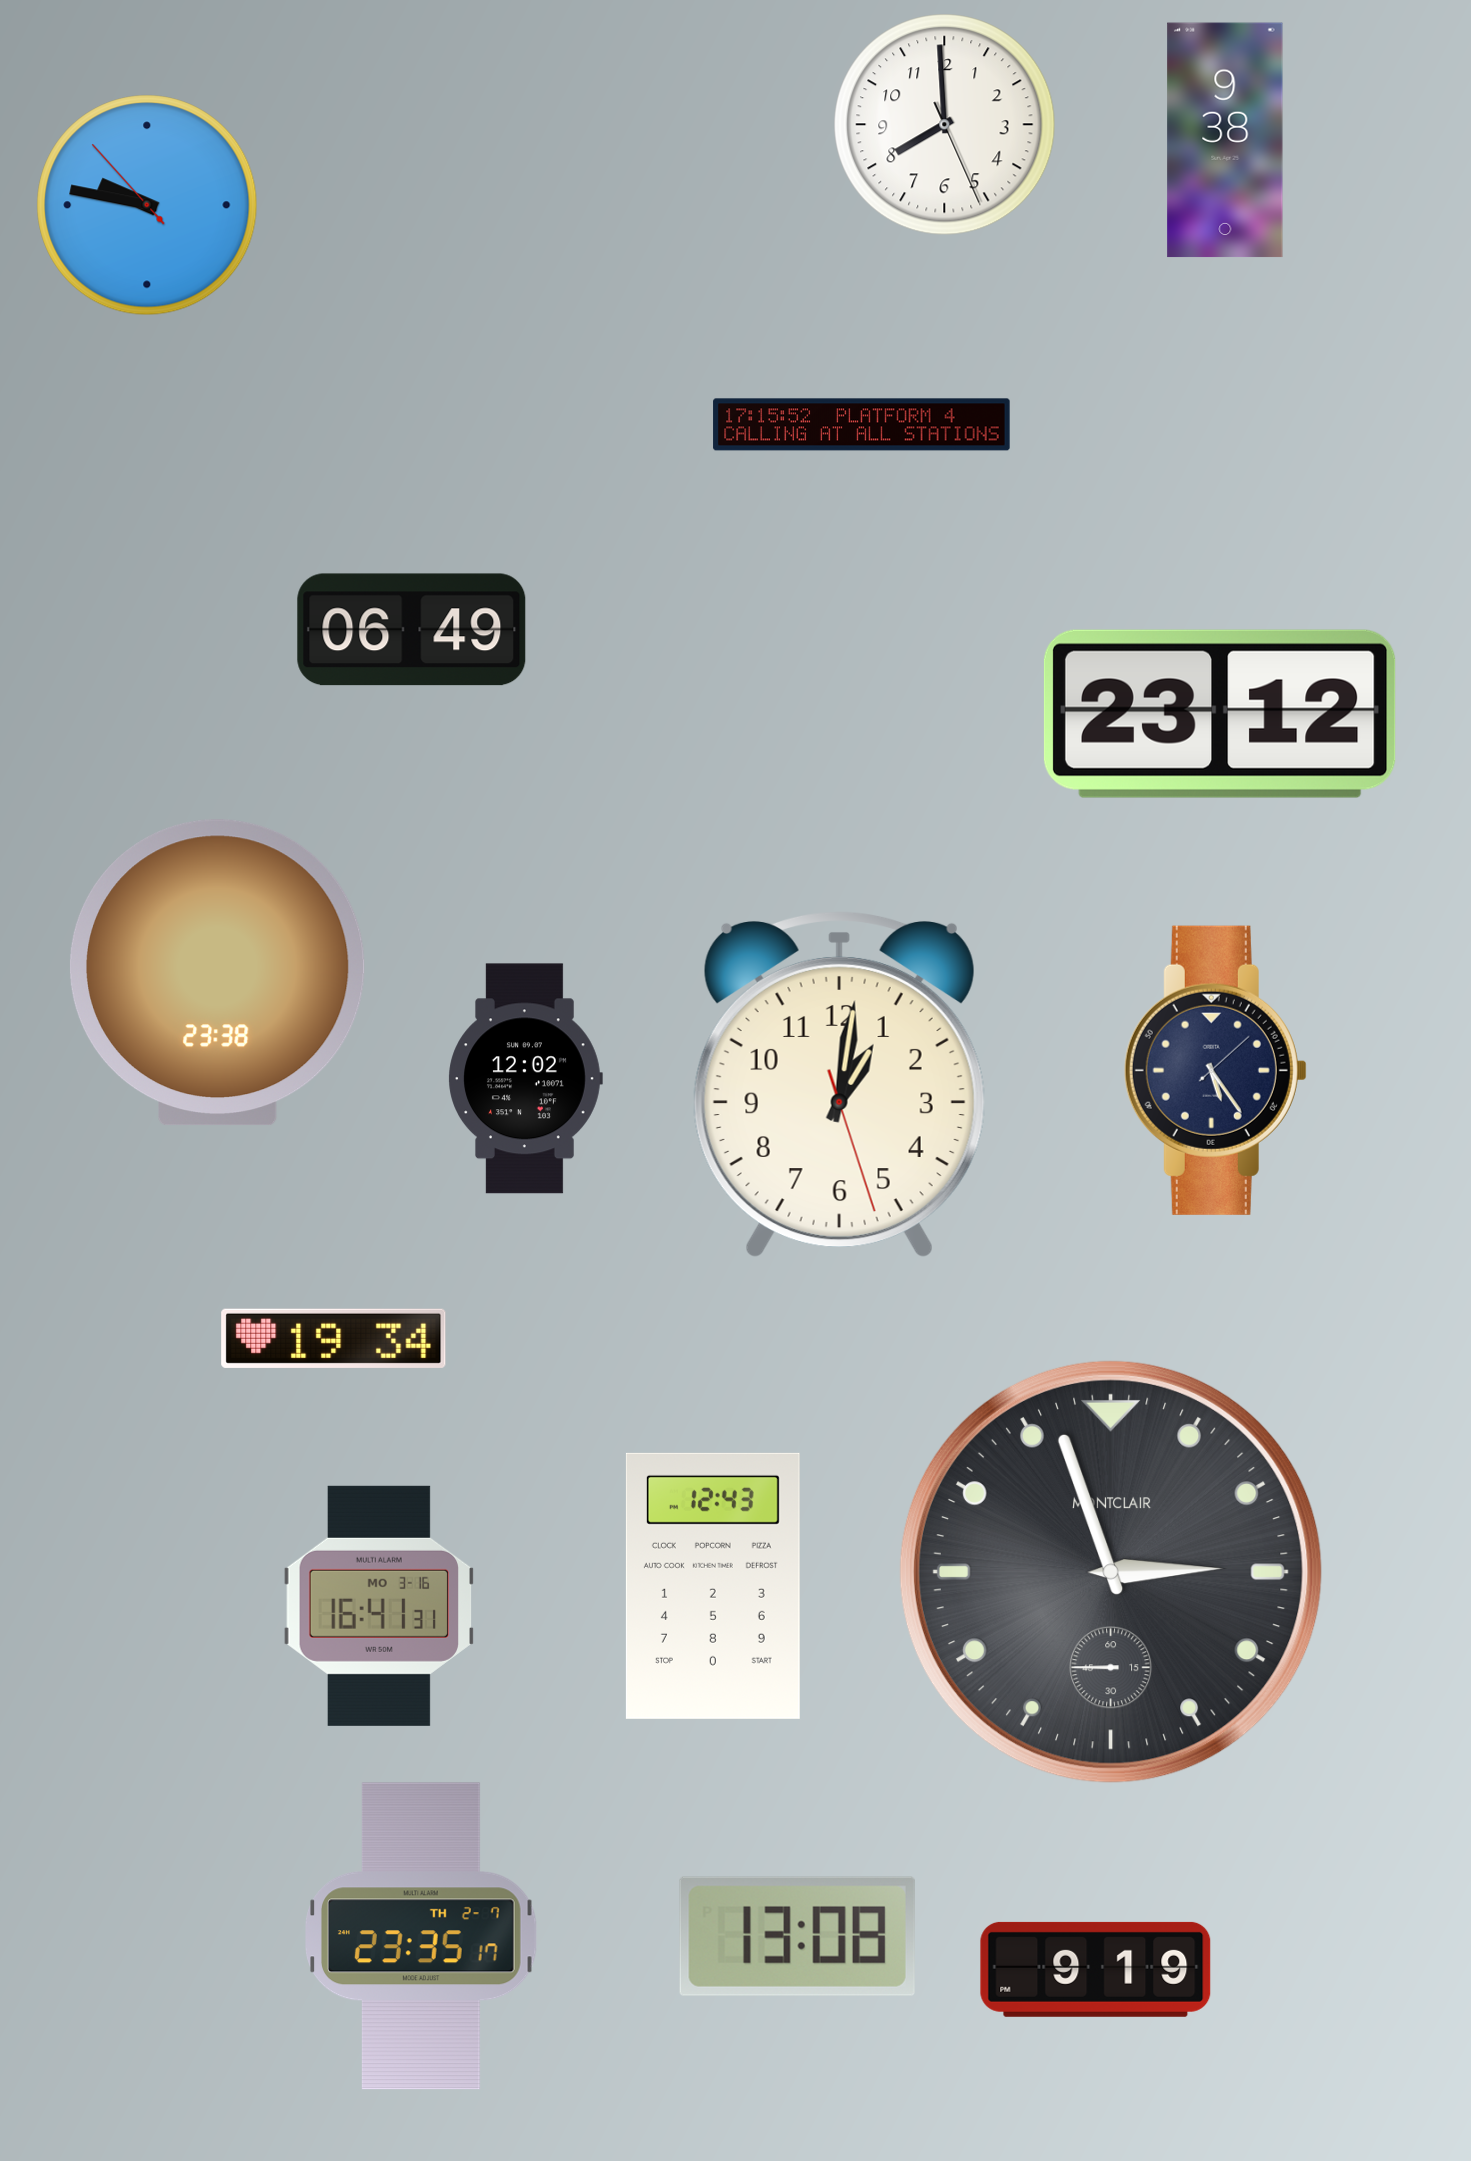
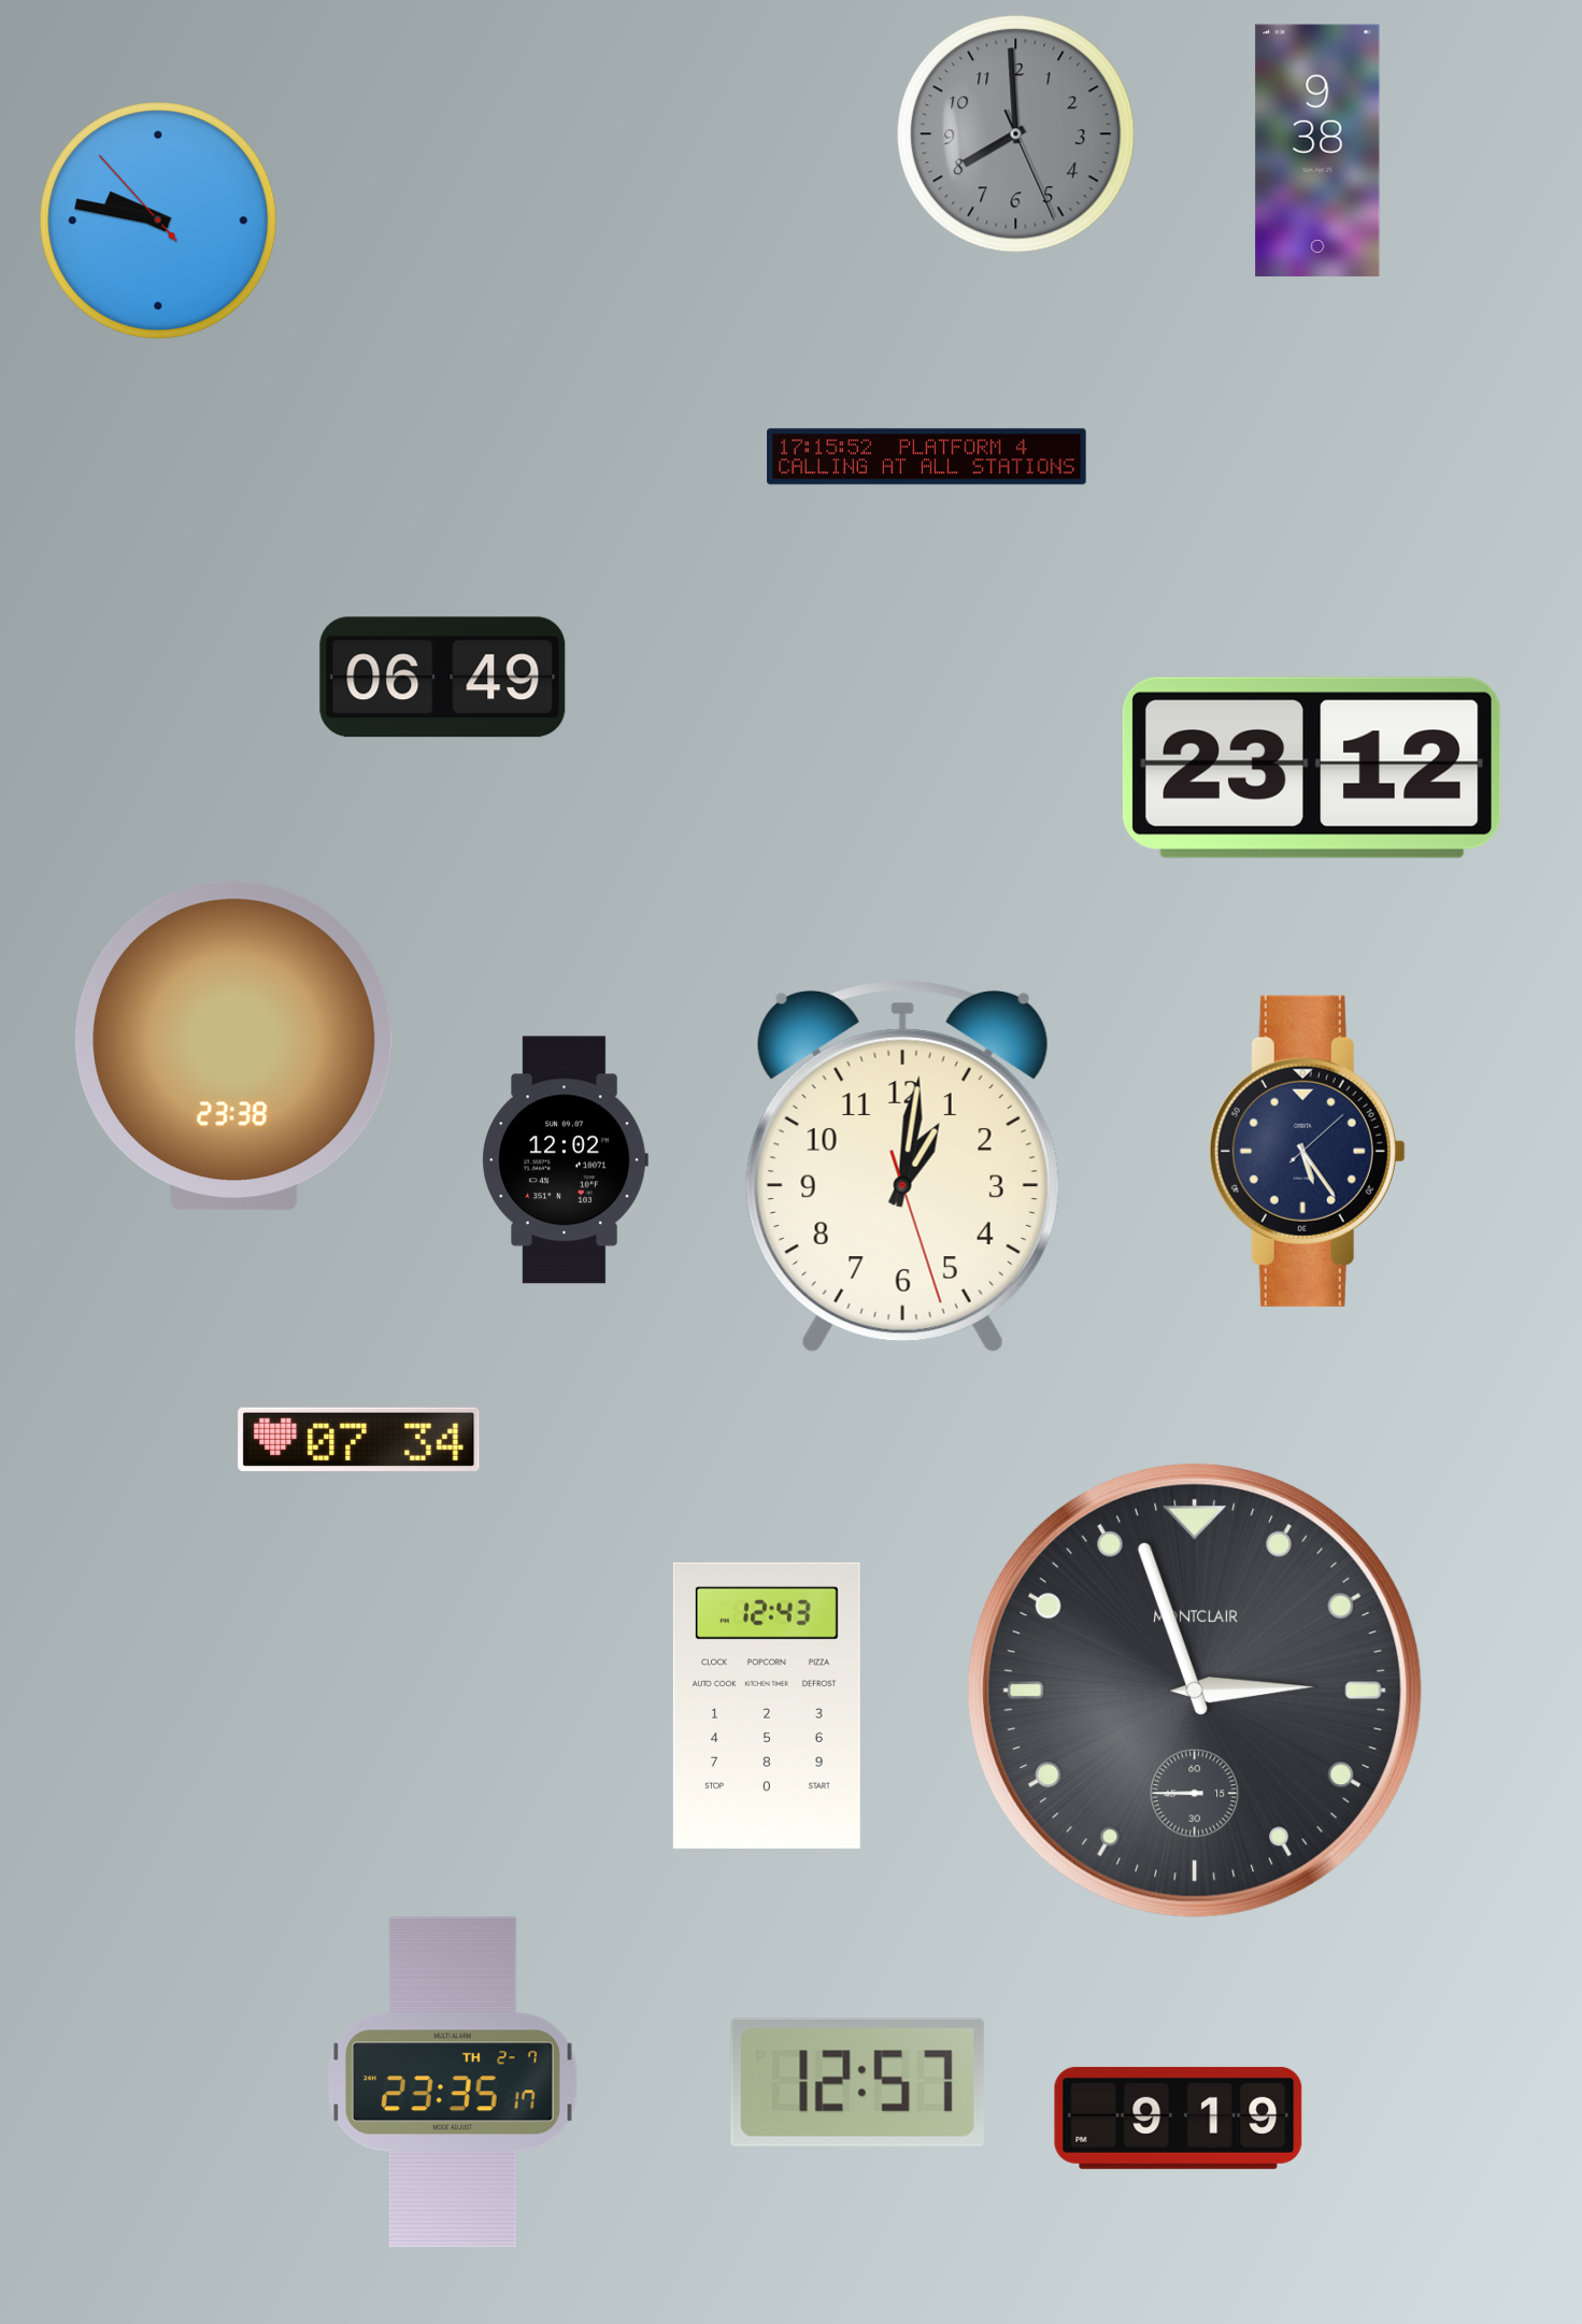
clock at (945, 125) dial: white -> grey
clock at (334, 1338): 19:34 -> 07:34
clock at (379, 1606): 16:41 -> none
clock at (797, 1936): 13:08 -> 12:57
